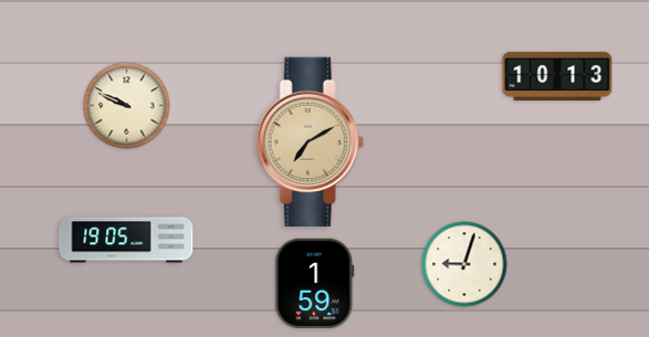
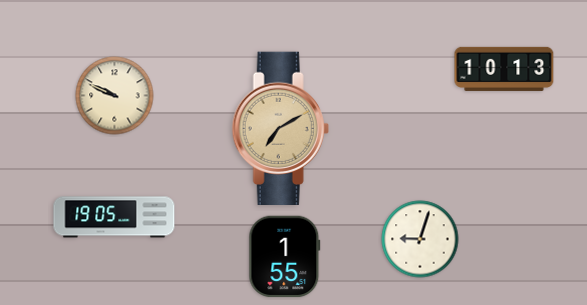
clock at (315, 284): 1:59 -> 1:55
